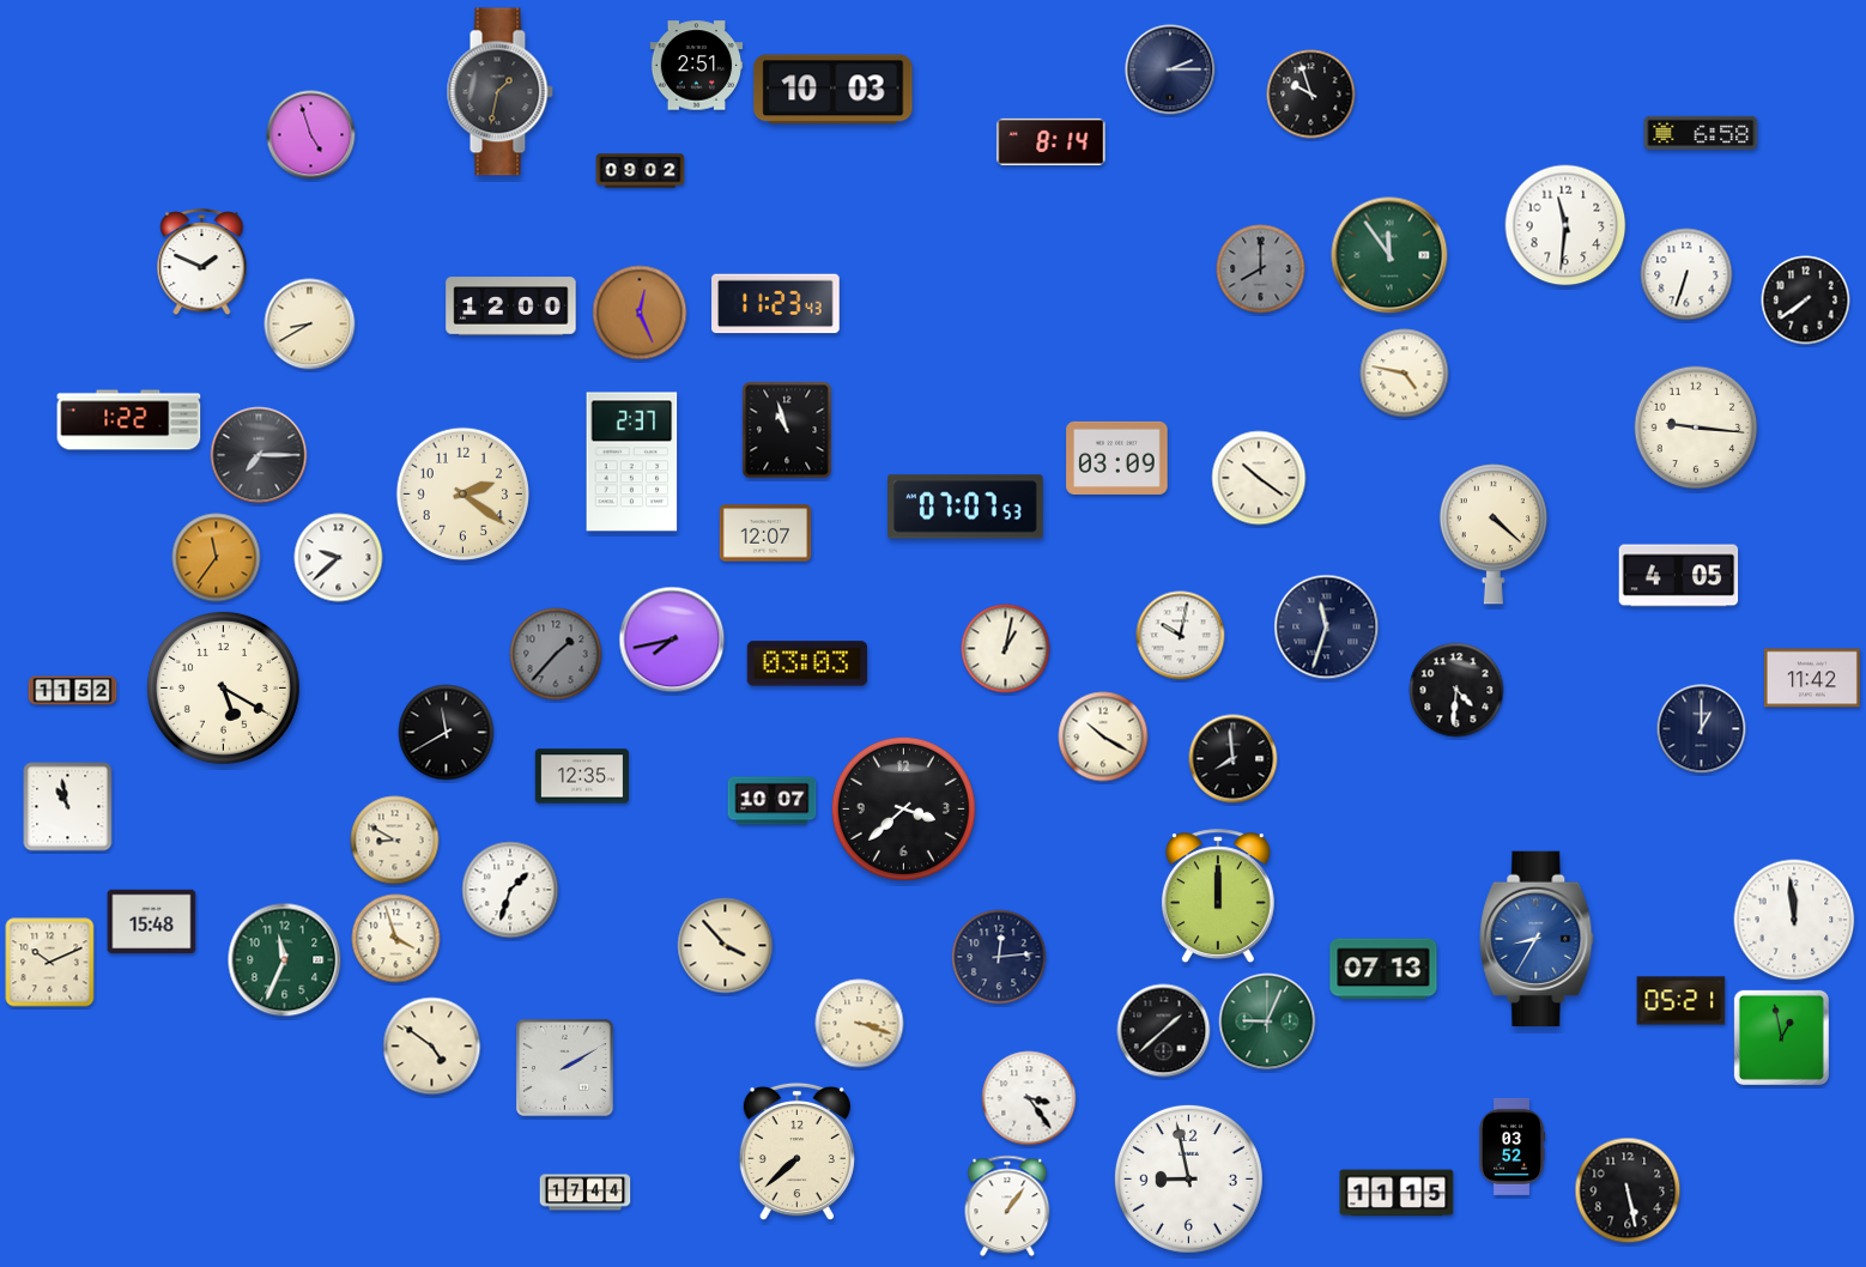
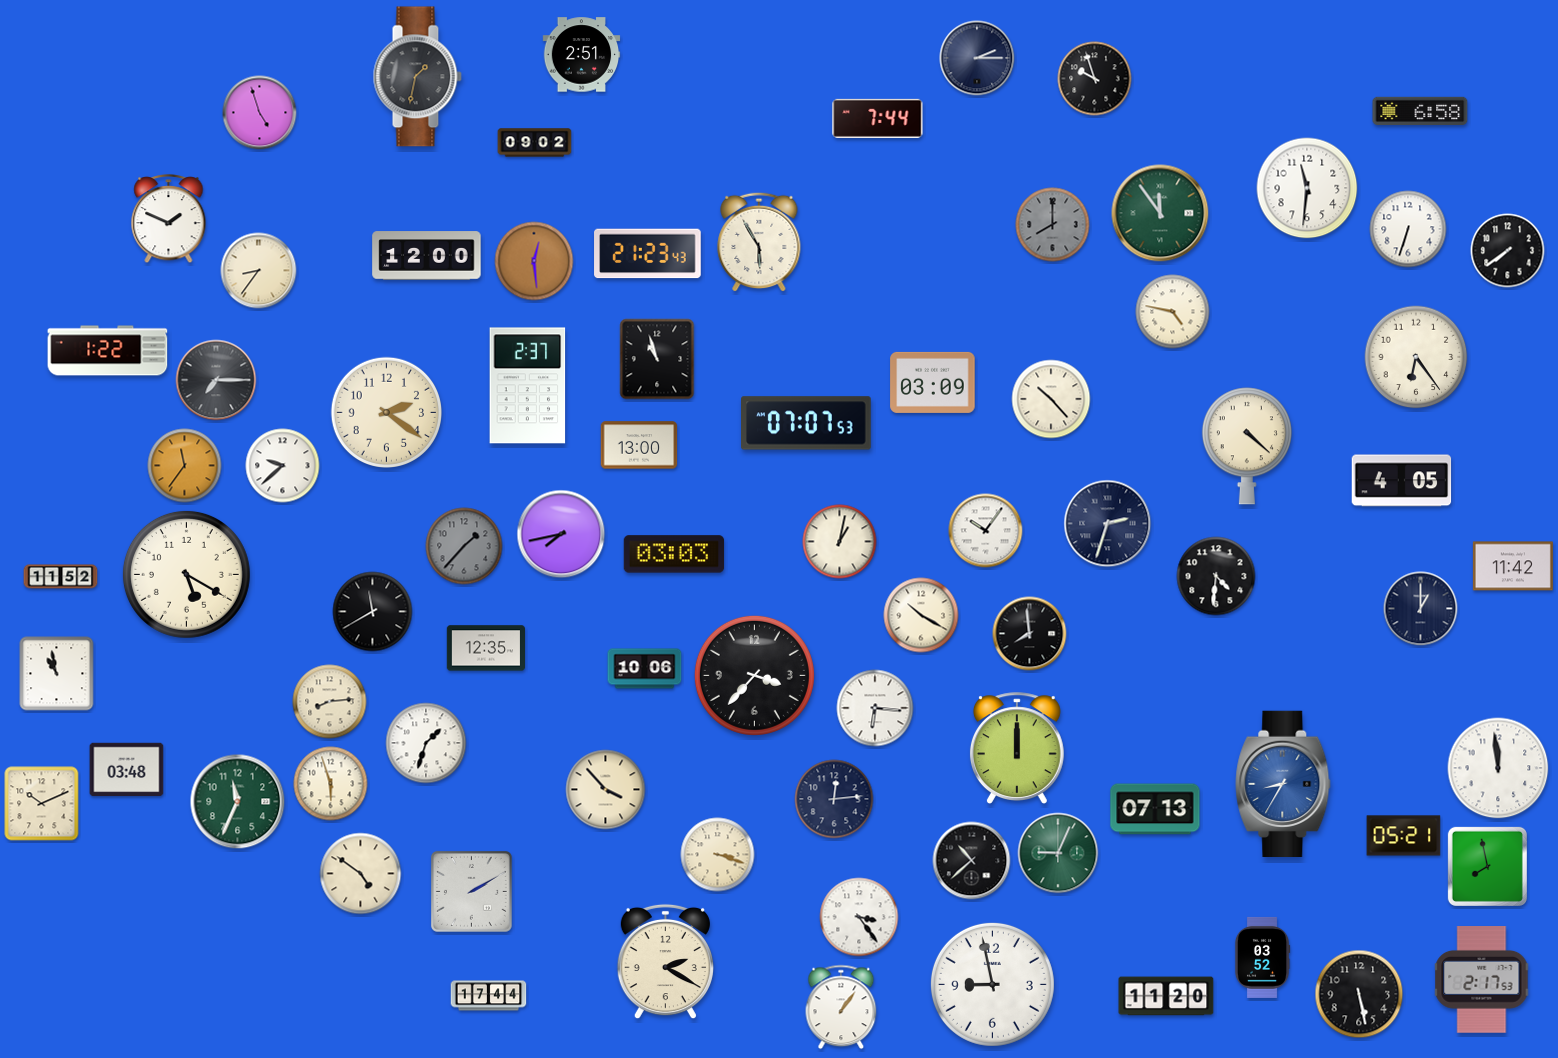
clock at (834, 90): 10:03 -> none
clock at (1052, 141): 8:14 -> 7:44
clock at (759, 242): none -> 5:55
clock at (776, 304): 11:23 -> 21:23
clock at (640, 313): 12:26 -> 12:29
clock at (310, 325): 8:40 -> 8:36
clock at (1696, 428): 9:16 -> 6:24
clock at (1259, 478): 10:21 -> 10:23
clock at (765, 533): 12:07 -> 13:00
clock at (217, 558) position: (217, 558) -> (185, 466)
clock at (1327, 628): 11:33 -> 2:33
clock at (1181, 636): 10:02 -> 10:06
clock at (773, 801): 10:07 -> 10:06
clock at (903, 808): 3:38 -> 3:37
clock at (395, 841): 8:50 -> 8:14
clock at (875, 708): none -> 6:16
clock at (152, 922): 15:48 -> 03:48
clock at (396, 939): 3:57 -> 5:57
clock at (1164, 1031): 1:38 -> 10:38
clock at (1781, 1037): 12:58 -> 7:58
clock at (796, 1152): 7:38 -> 2:20
clock at (1482, 980): none -> 2:17
clock at (1397, 1193): 11:15 -> 11:20
